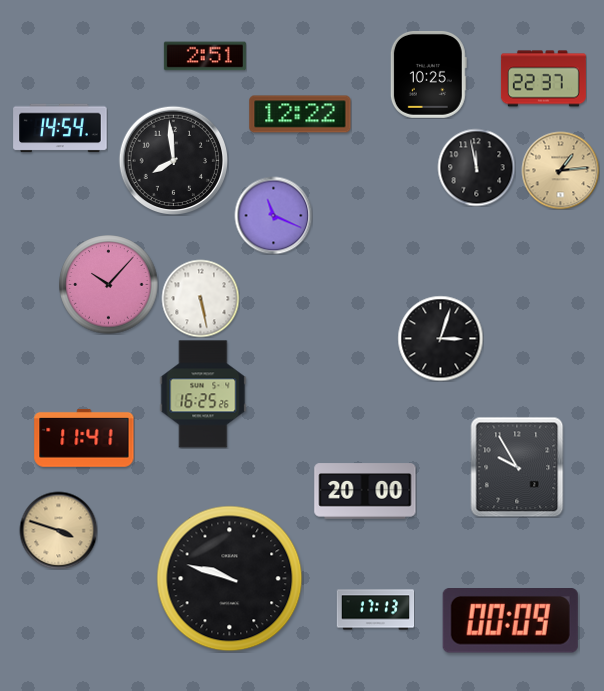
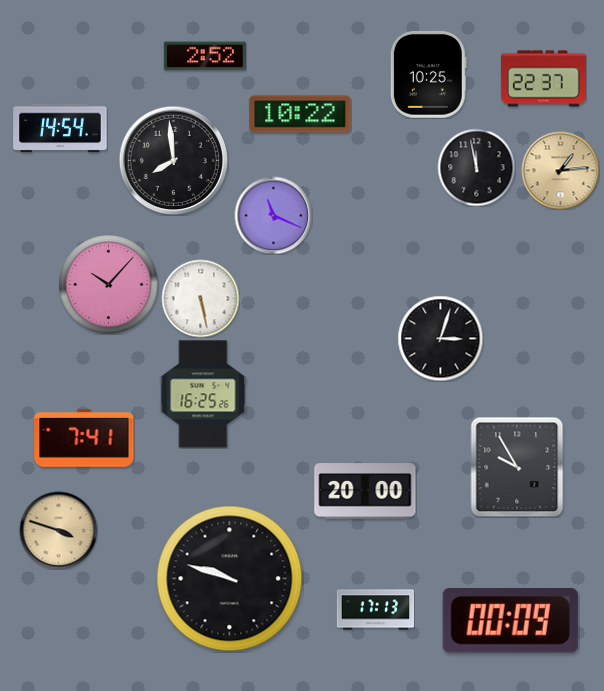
clock at (205, 56): 2:51 -> 2:52
clock at (300, 114): 12:22 -> 10:22
clock at (84, 438): 11:41 -> 7:41
